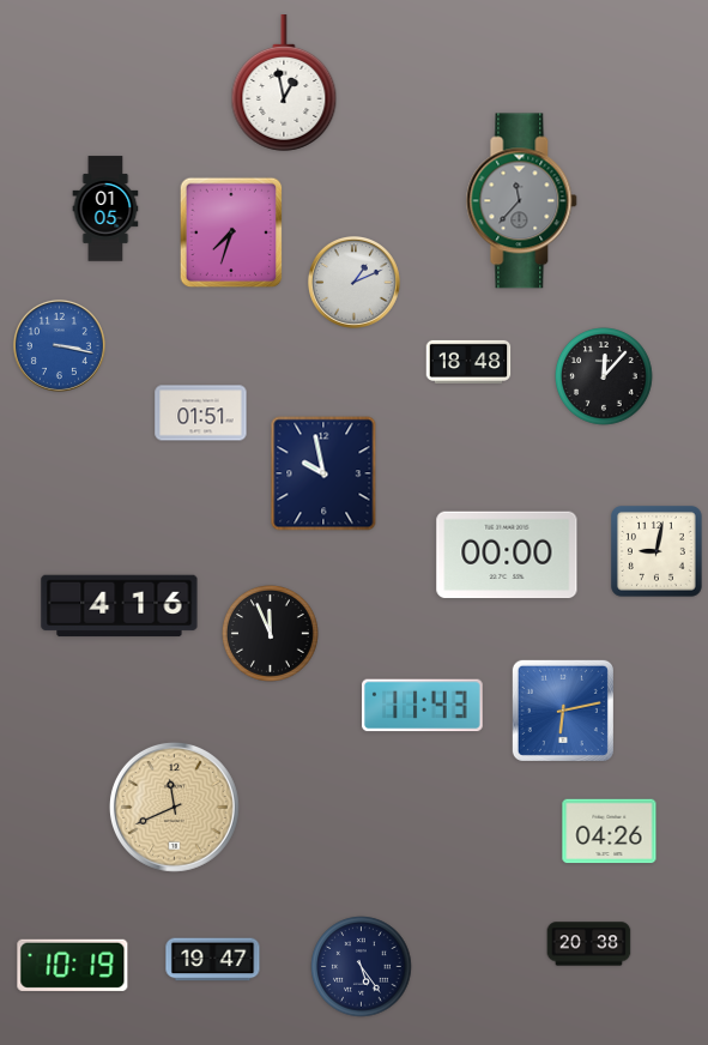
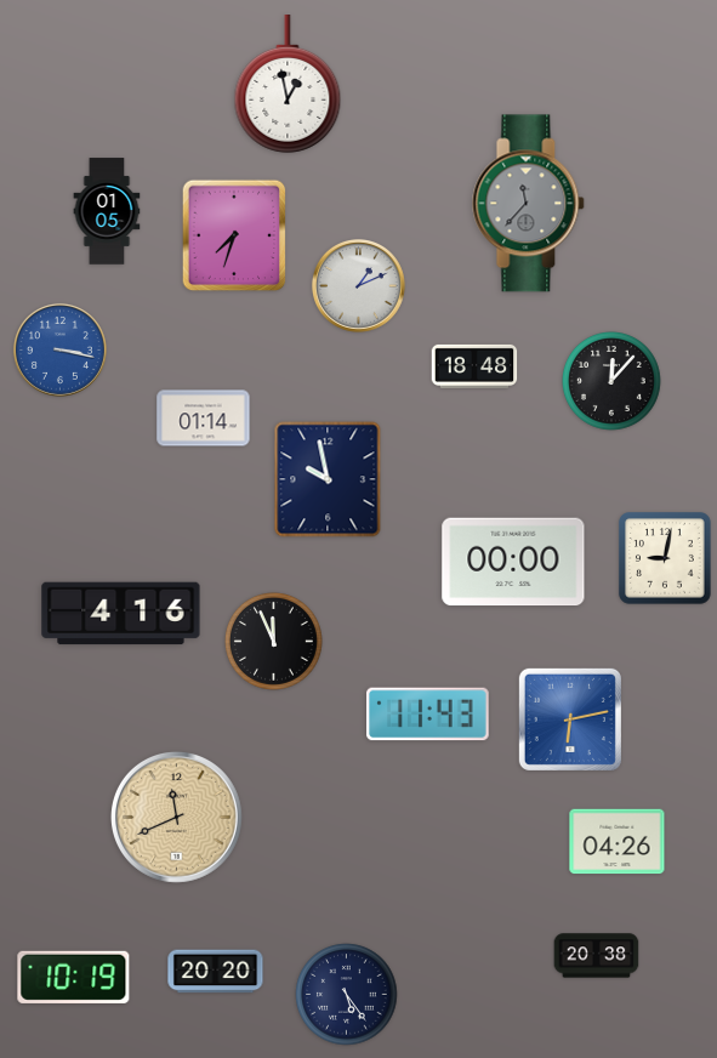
clock at (201, 413): 01:51 -> 01:14
clock at (213, 960): 19:47 -> 20:20
clock at (362, 967) position: (362, 967) -> (347, 995)
